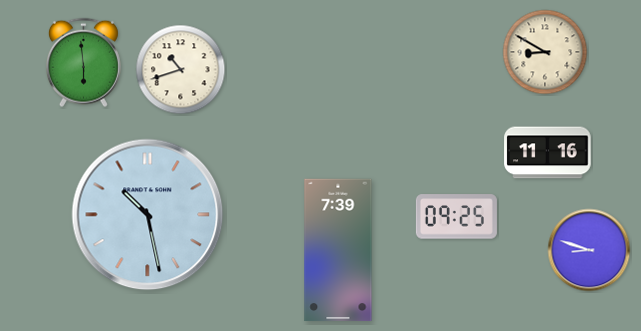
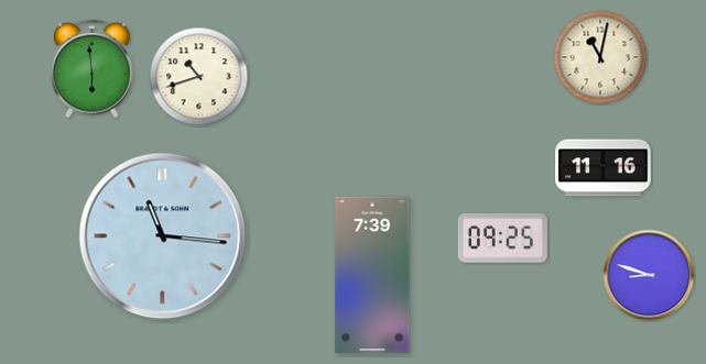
clock at (545, 52): 8:50 -> 11:02
clock at (148, 215): 10:28 -> 11:16
